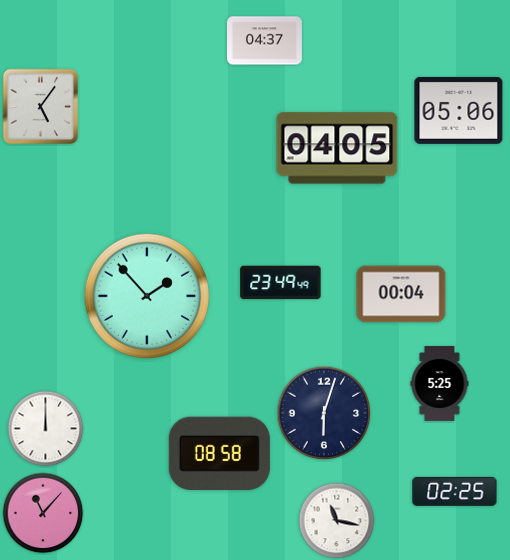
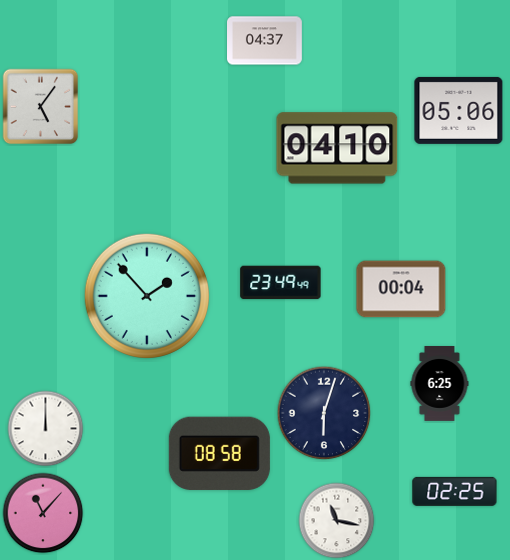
clock at (337, 148): 04:05 -> 04:10
clock at (401, 294) position: (401, 294) -> (401, 289)
clock at (440, 384): 5:25 -> 6:25
